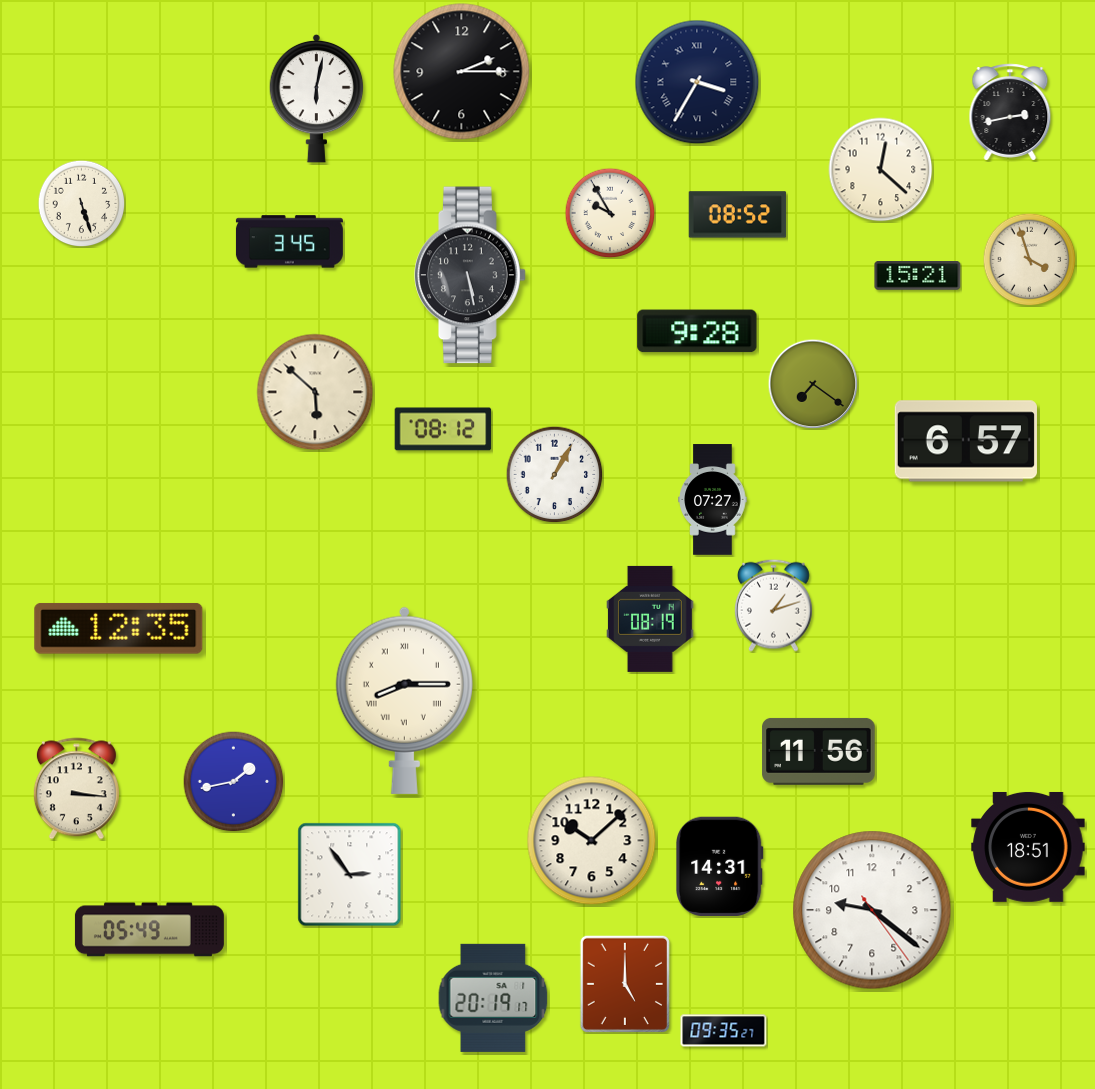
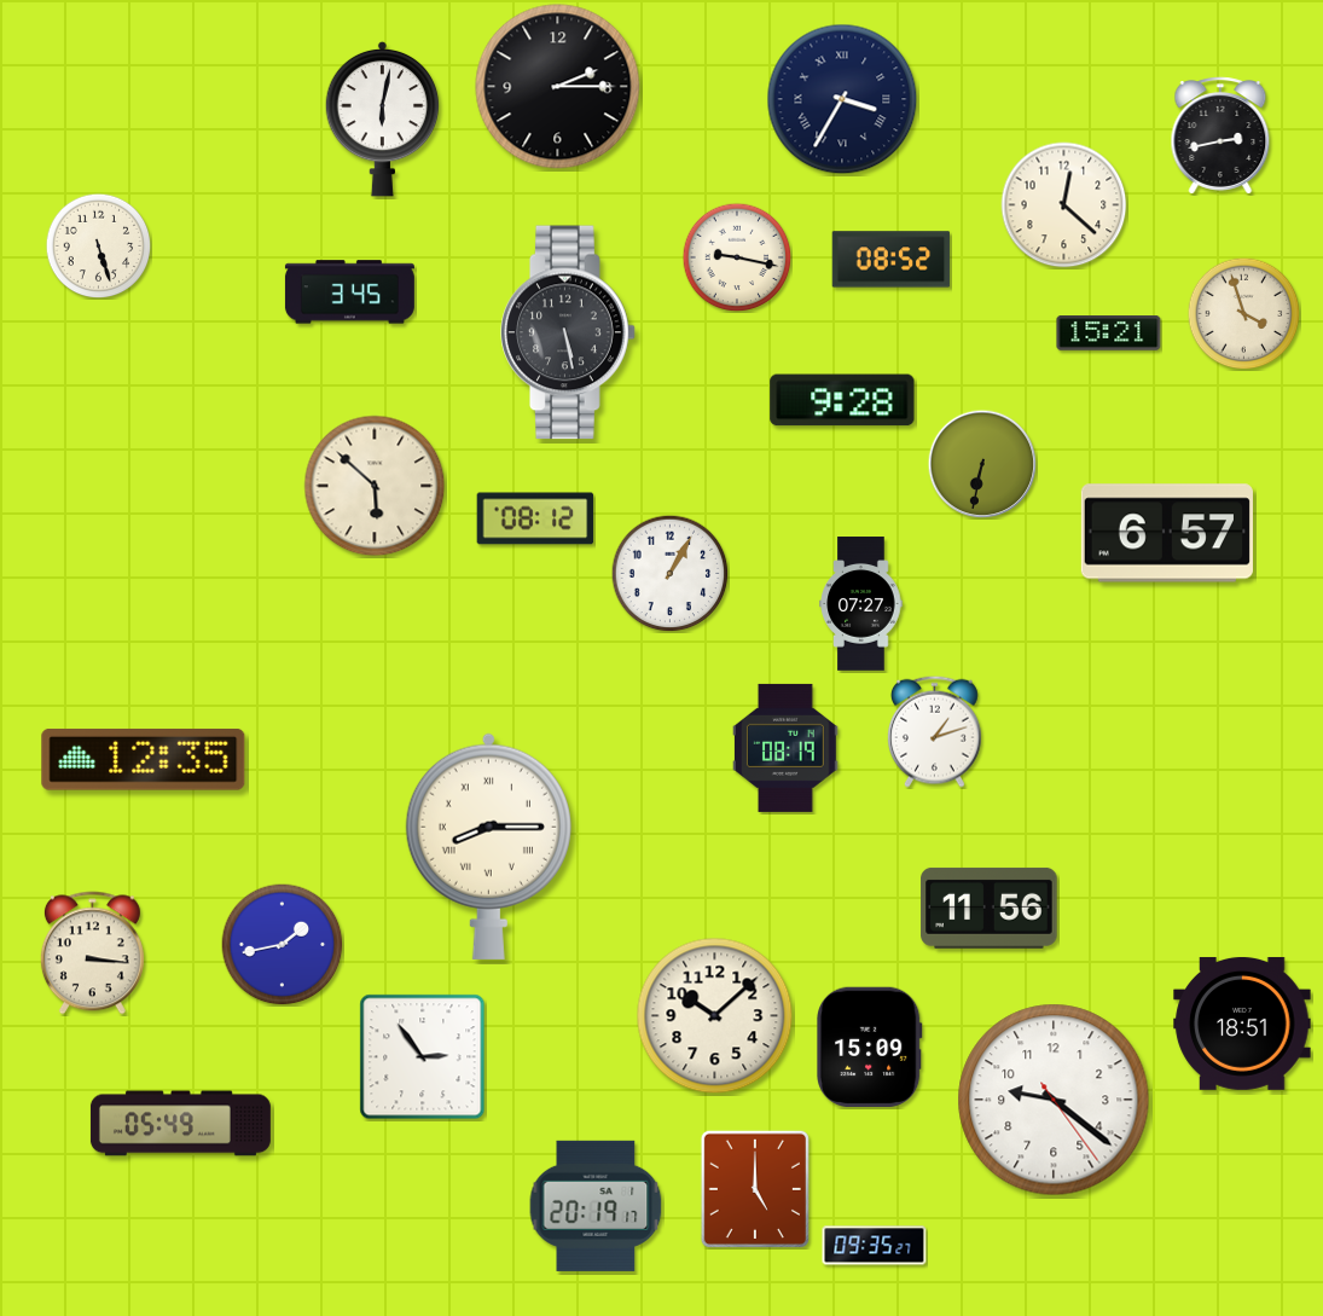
clock at (610, 213): 9:55 -> 9:17
clock at (813, 384): 7:21 -> 6:32
clock at (315, 392) position: (315, 392) -> (375, 486)
clock at (720, 866): 14:31 -> 15:09
